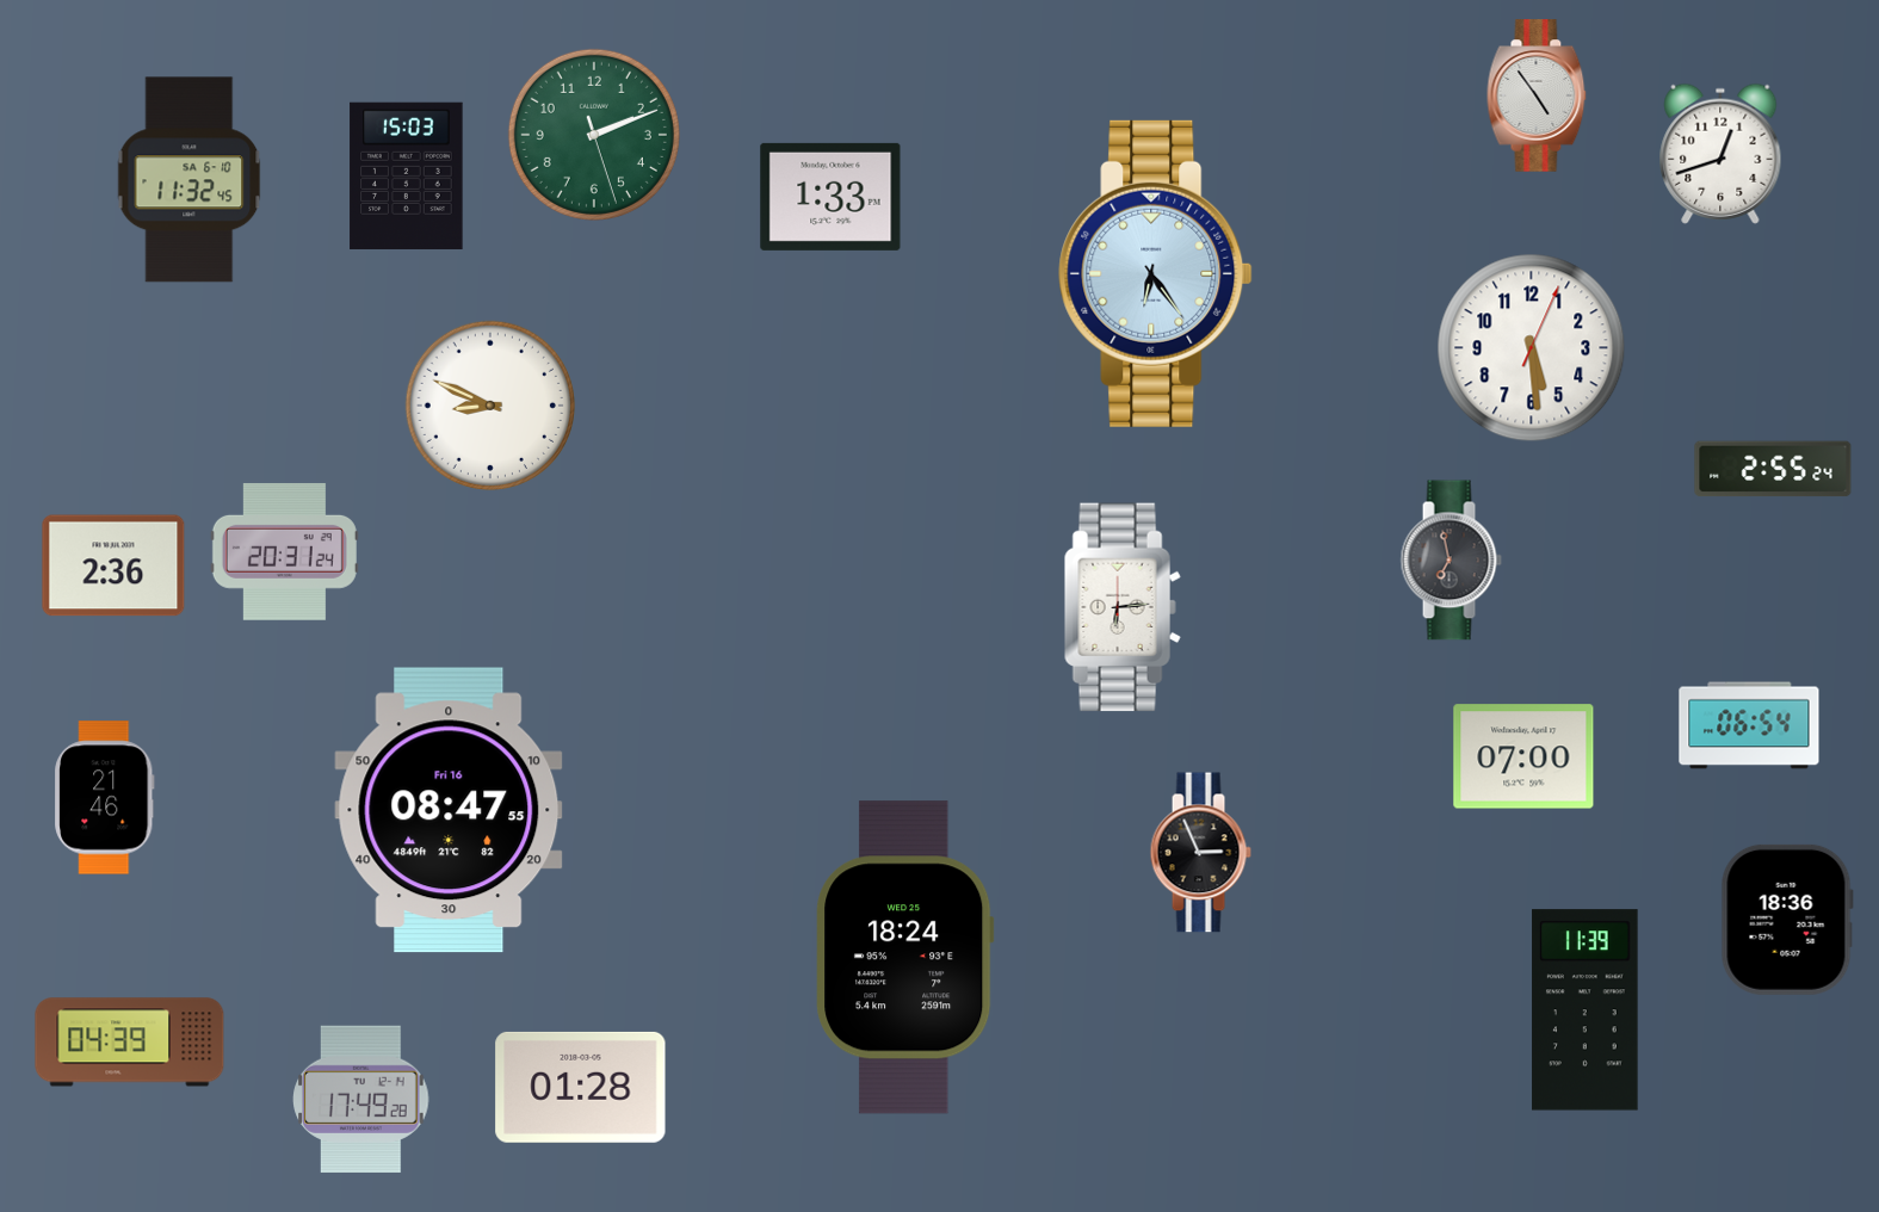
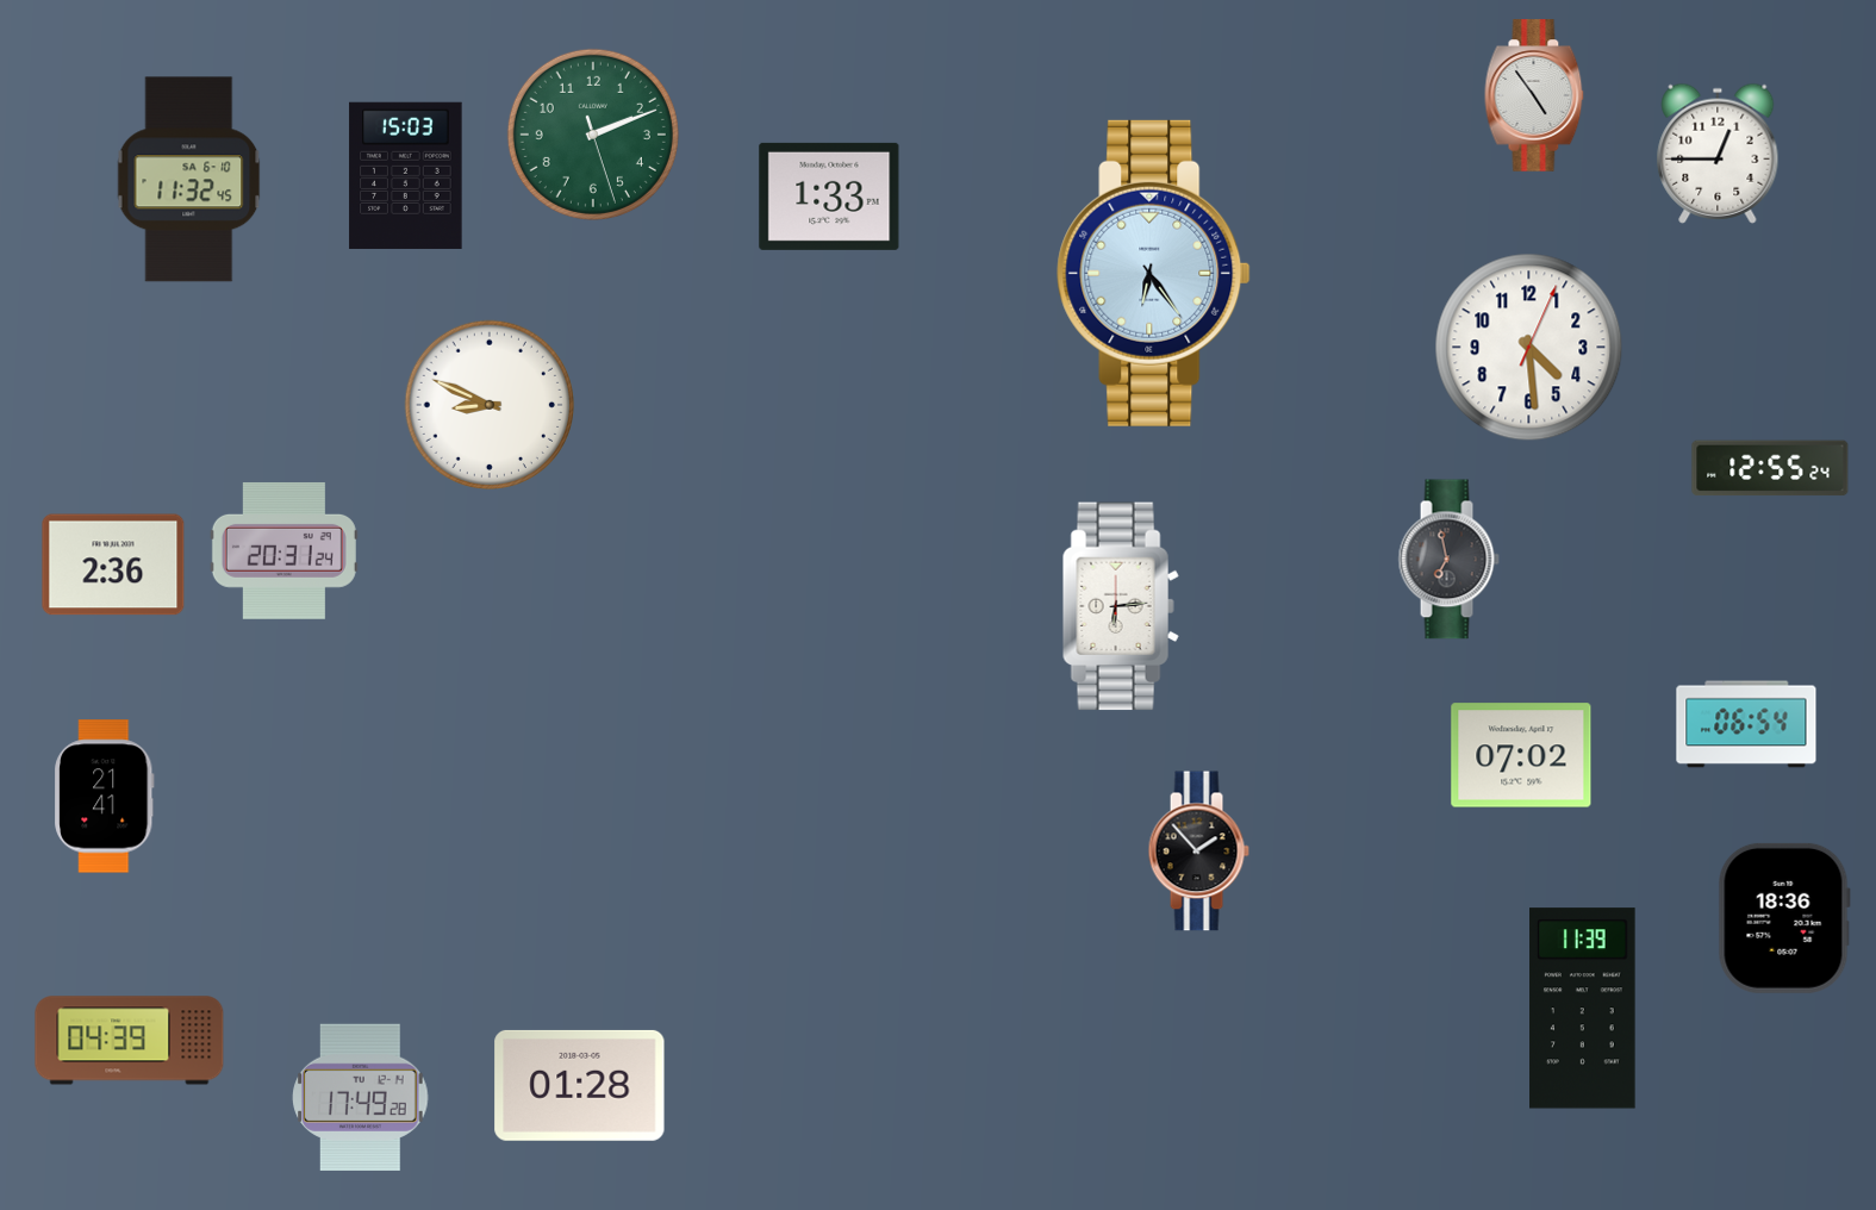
clock at (1720, 154): 12:42 -> 12:45
clock at (1532, 348): 5:29 -> 4:29
clock at (1773, 469): 2:55 -> 12:55
clock at (1523, 756): 07:00 -> 07:02
clock at (105, 798): 21:46 -> 21:41
clock at (449, 810): 08:47 -> none
clock at (1200, 853): 2:56 -> 1:53
clock at (905, 958): 18:24 -> none
